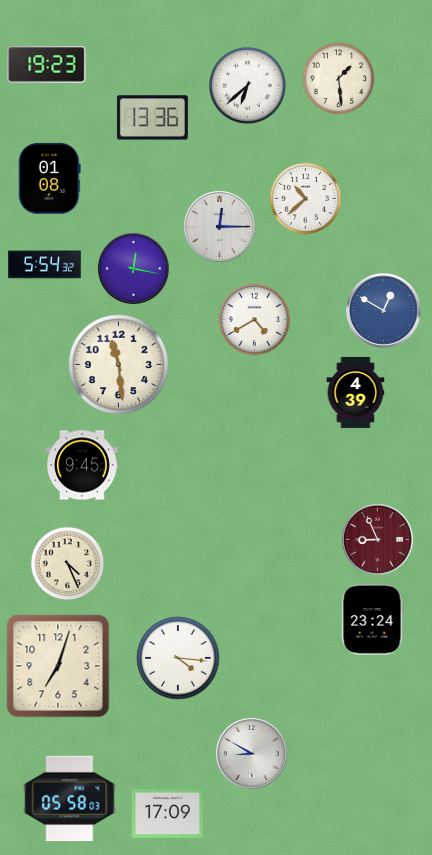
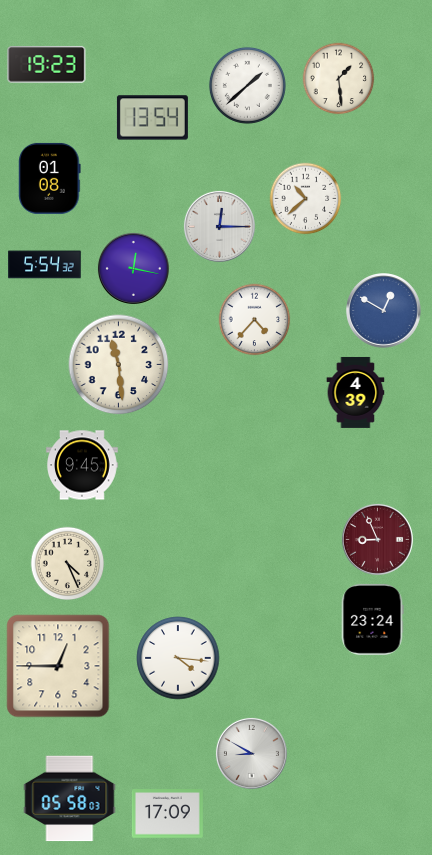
clock at (247, 85): 6:38 -> 1:38
clock at (152, 118): 13:36 -> 13:54
clock at (255, 320): 4:40 -> 4:37
clock at (58, 666): 7:03 -> 12:45
